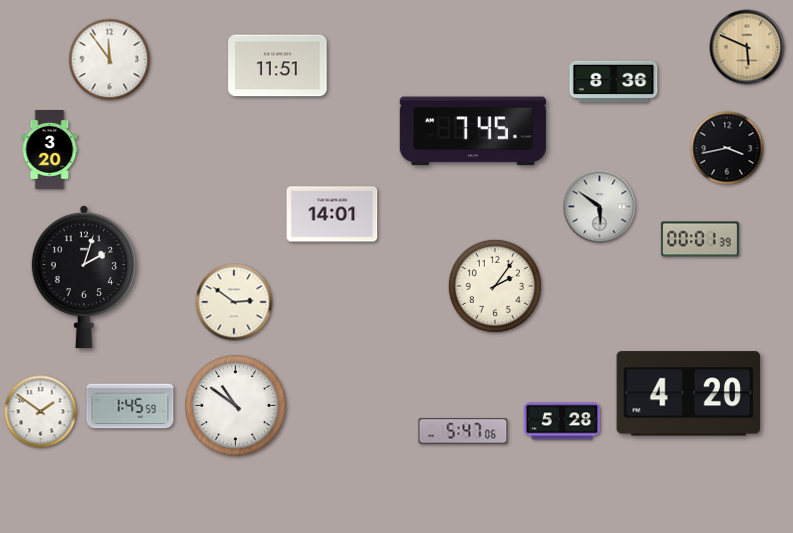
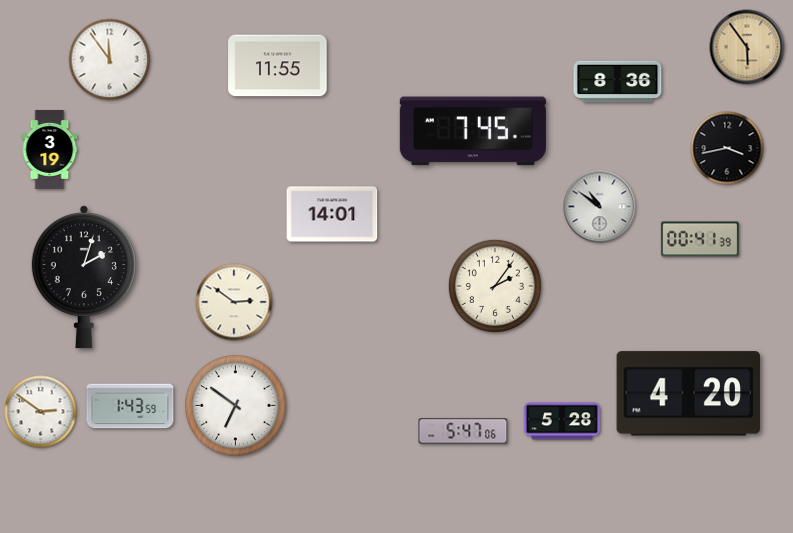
clock at (747, 47): 5:49 -> 5:54
clock at (278, 66): 11:51 -> 11:55
clock at (614, 82) position: (614, 82) -> (618, 82)
clock at (50, 150): 3:20 -> 3:19
clock at (600, 207): 5:51 -> 10:51
clock at (700, 239): 00:01 -> 00:41
clock at (130, 406): 1:45 -> 1:43
clock at (236, 406): 10:51 -> 6:51
clock at (41, 412): 1:51 -> 2:51
